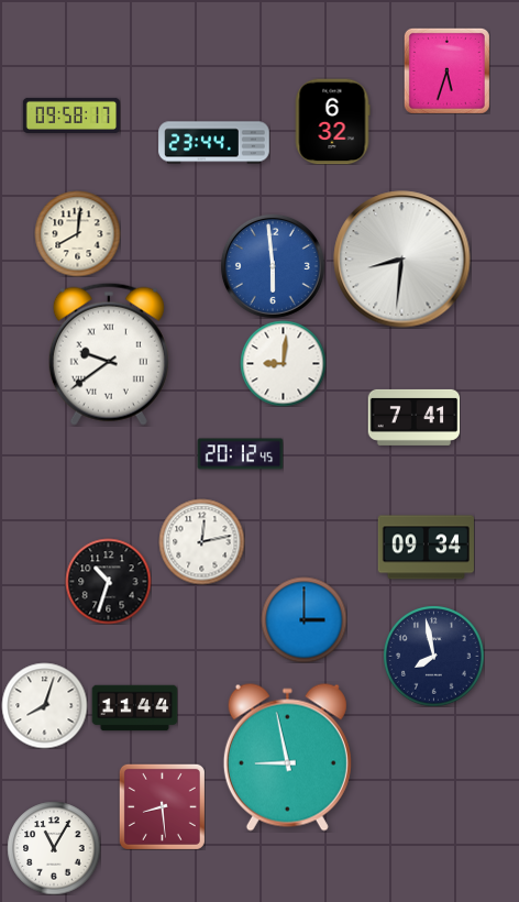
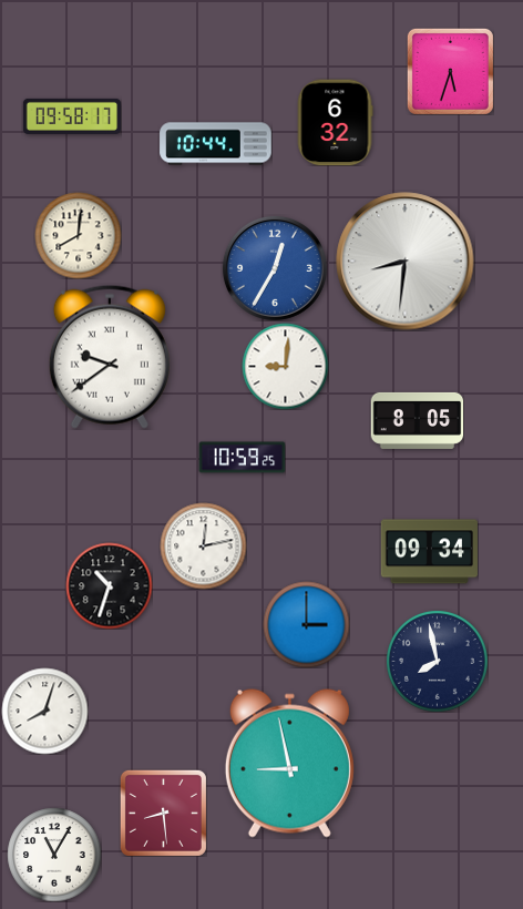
clock at (214, 143): 23:44 -> 10:44
clock at (273, 266): 5:59 -> 12:35
clock at (413, 417): 7:41 -> 8:05
clock at (240, 454): 20:12 -> 10:59
clock at (134, 708): 11:44 -> none
